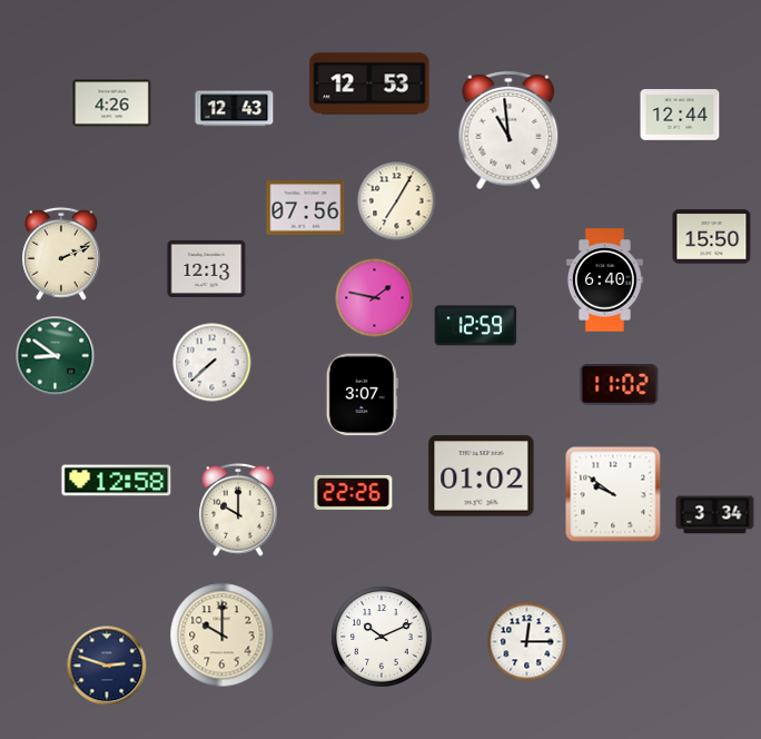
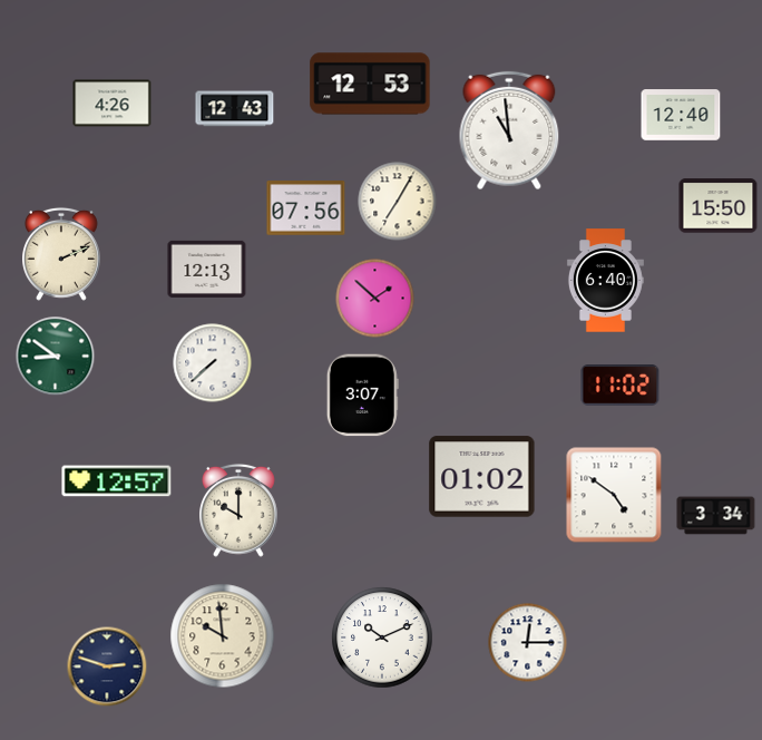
clock at (680, 115): 12:44 -> 12:40
clock at (712, 237) position: (712, 237) -> (719, 206)
clock at (375, 298): 1:47 -> 1:52
clock at (476, 326): 12:59 -> none
clock at (117, 481): 12:58 -> 12:57
clock at (354, 492): 22:26 -> none
clock at (613, 494): 9:51 -> 4:51
clock at (223, 635): 10:00 -> 9:59
